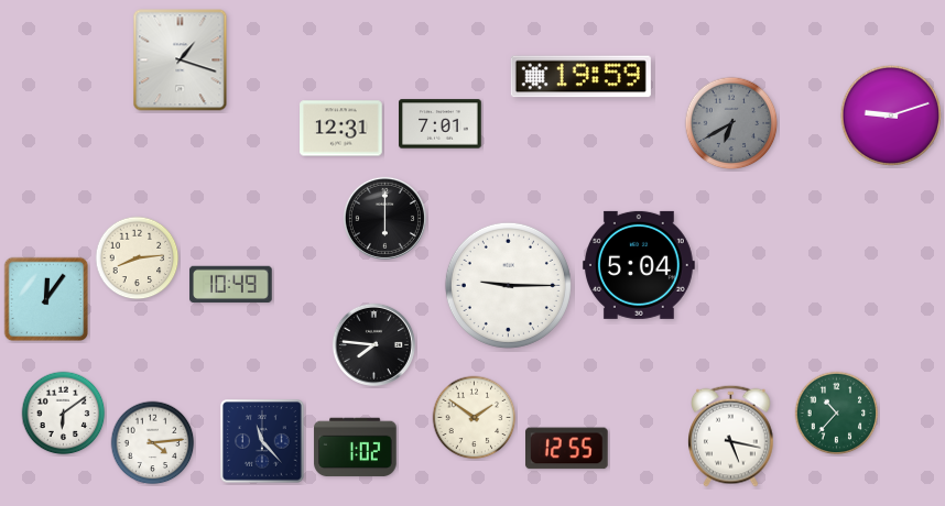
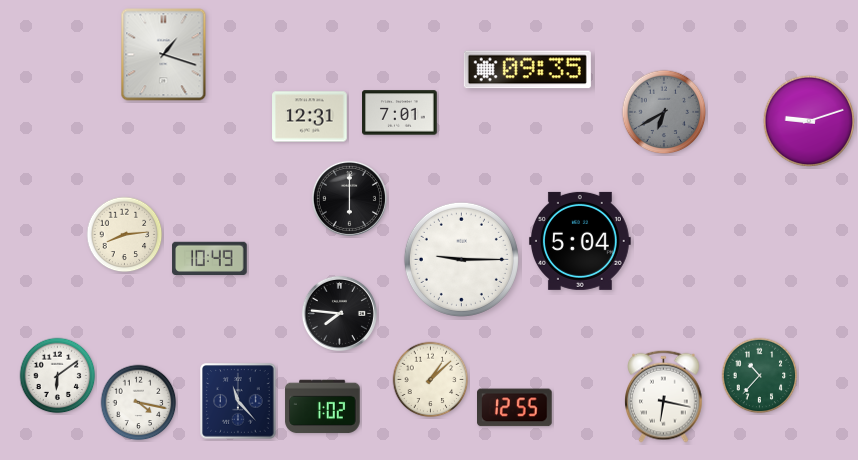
clock at (580, 77): 19:59 -> 09:35
clock at (891, 116) position: (891, 116) -> (809, 121)
clock at (46, 299): 12:06 -> none
clock at (475, 418): 1:51 -> 1:08
clock at (731, 436): 5:17 -> 6:17
clock at (153, 443): 4:14 -> 4:17
